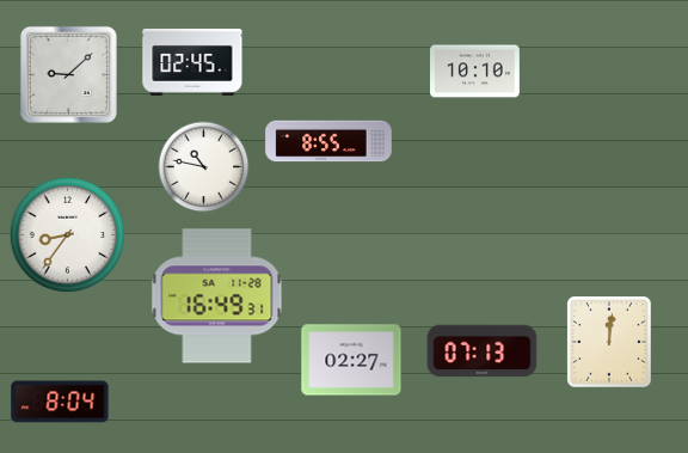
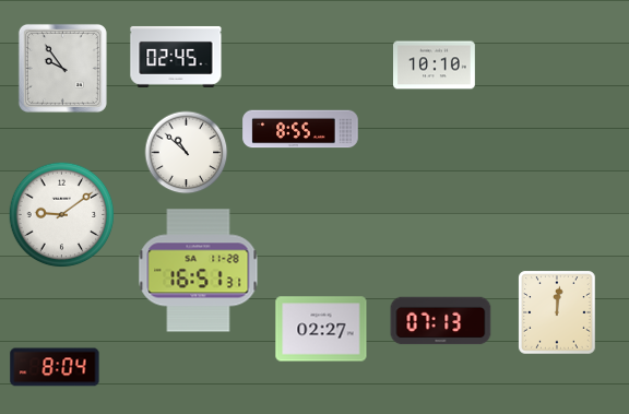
clock at (68, 74): 9:08 -> 9:54
clock at (204, 167): 10:47 -> 10:52
clock at (68, 235): 8:36 -> 9:09
clock at (217, 296): 16:49 -> 16:51
